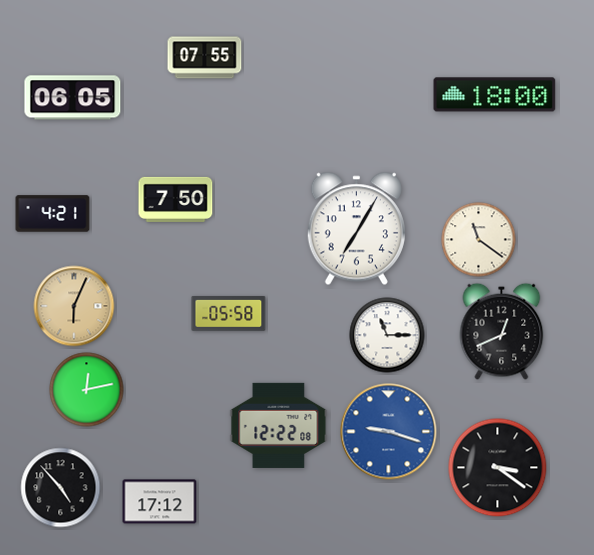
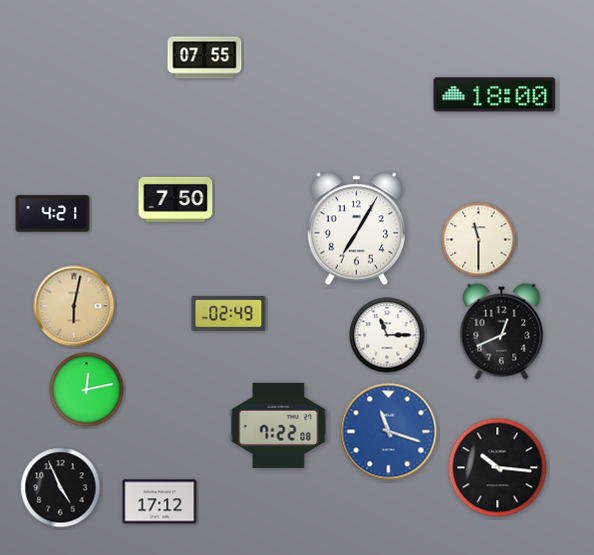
clock at (73, 98): 06:05 -> none
clock at (479, 240): 11:21 -> 11:30
clock at (74, 306): 6:04 -> 6:02
clock at (229, 313): 05:58 -> 02:49
clock at (279, 425): 12:22 -> 7:22
clock at (389, 432): 9:18 -> 11:18
clock at (498, 468): 3:21 -> 10:16
clock at (61, 488): 4:53 -> 4:56
